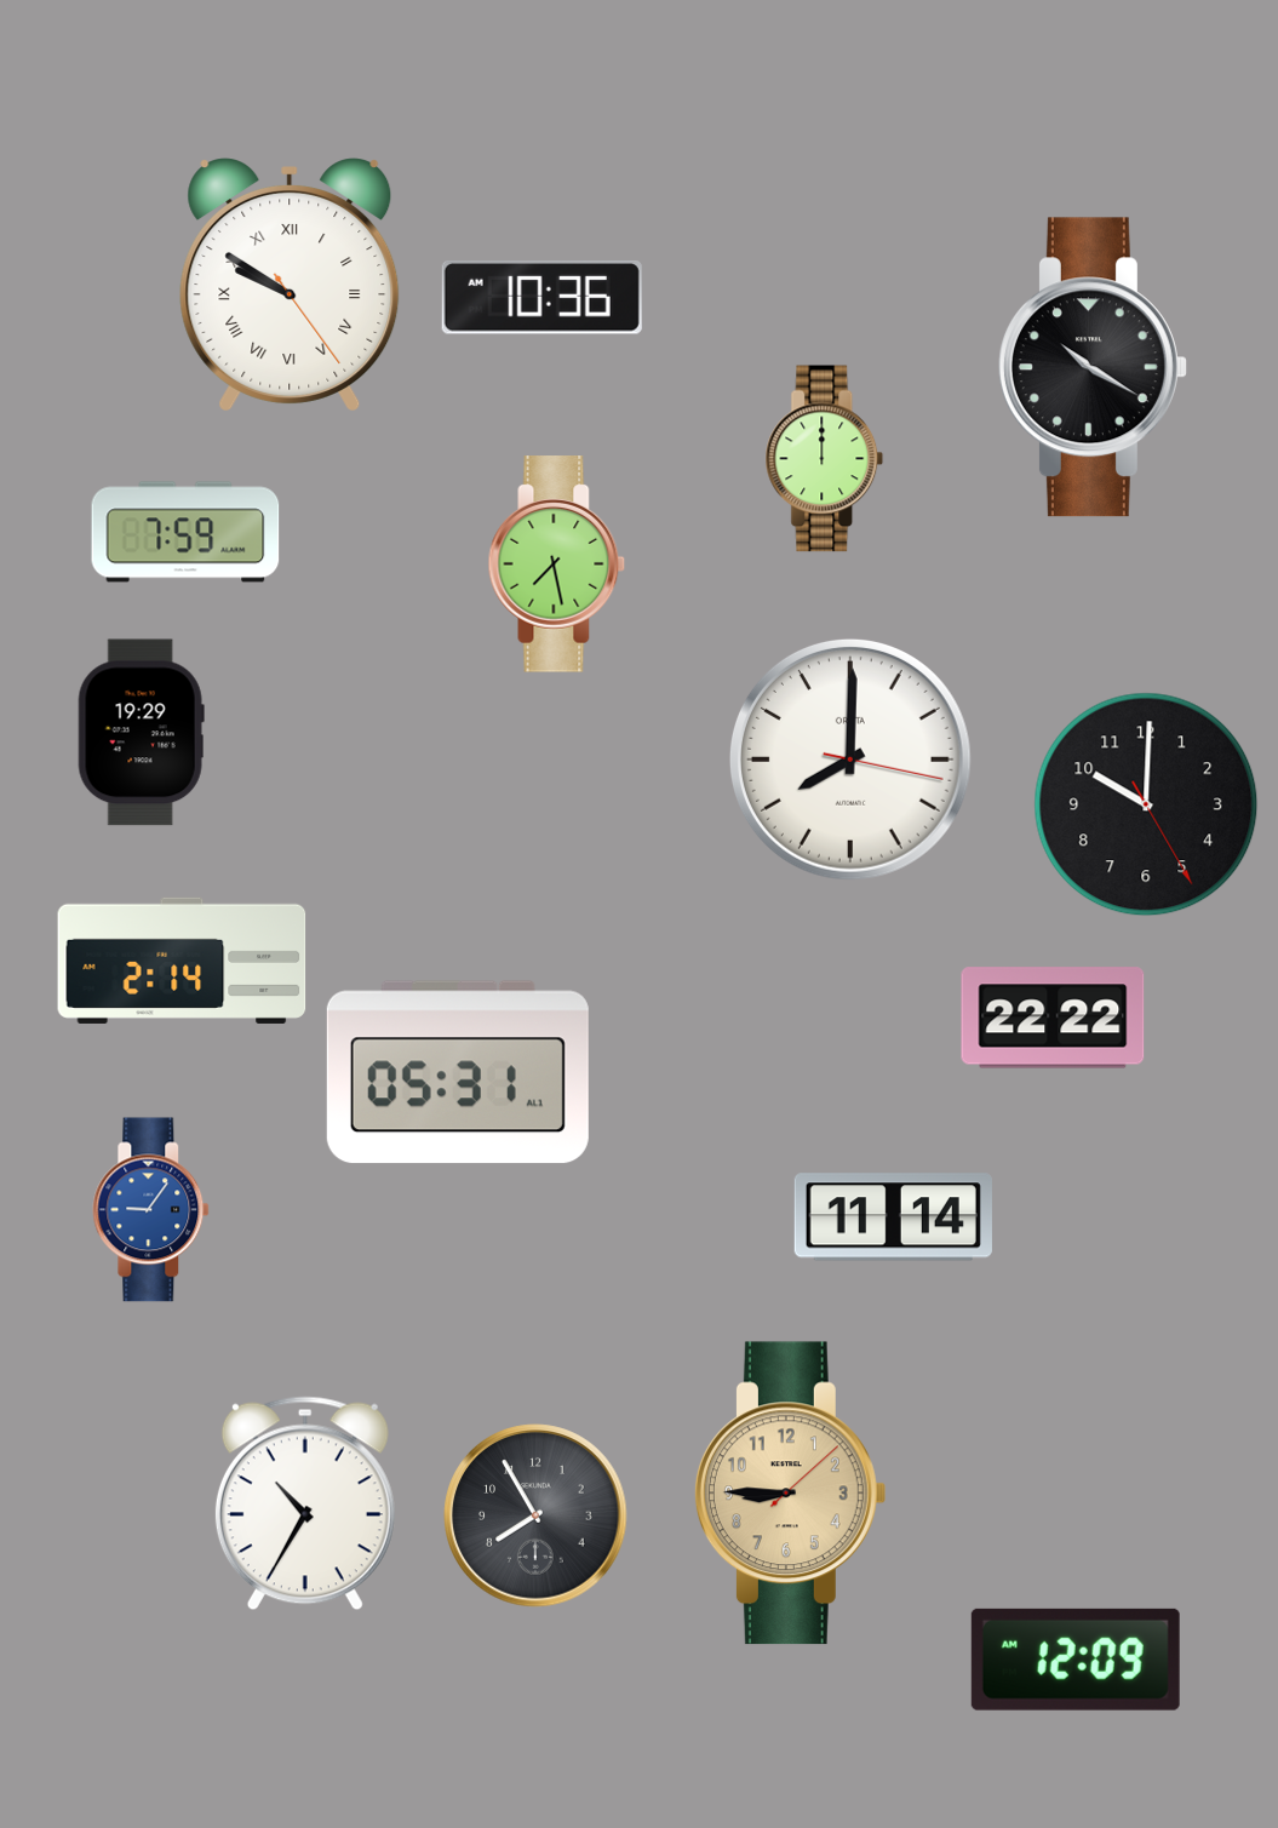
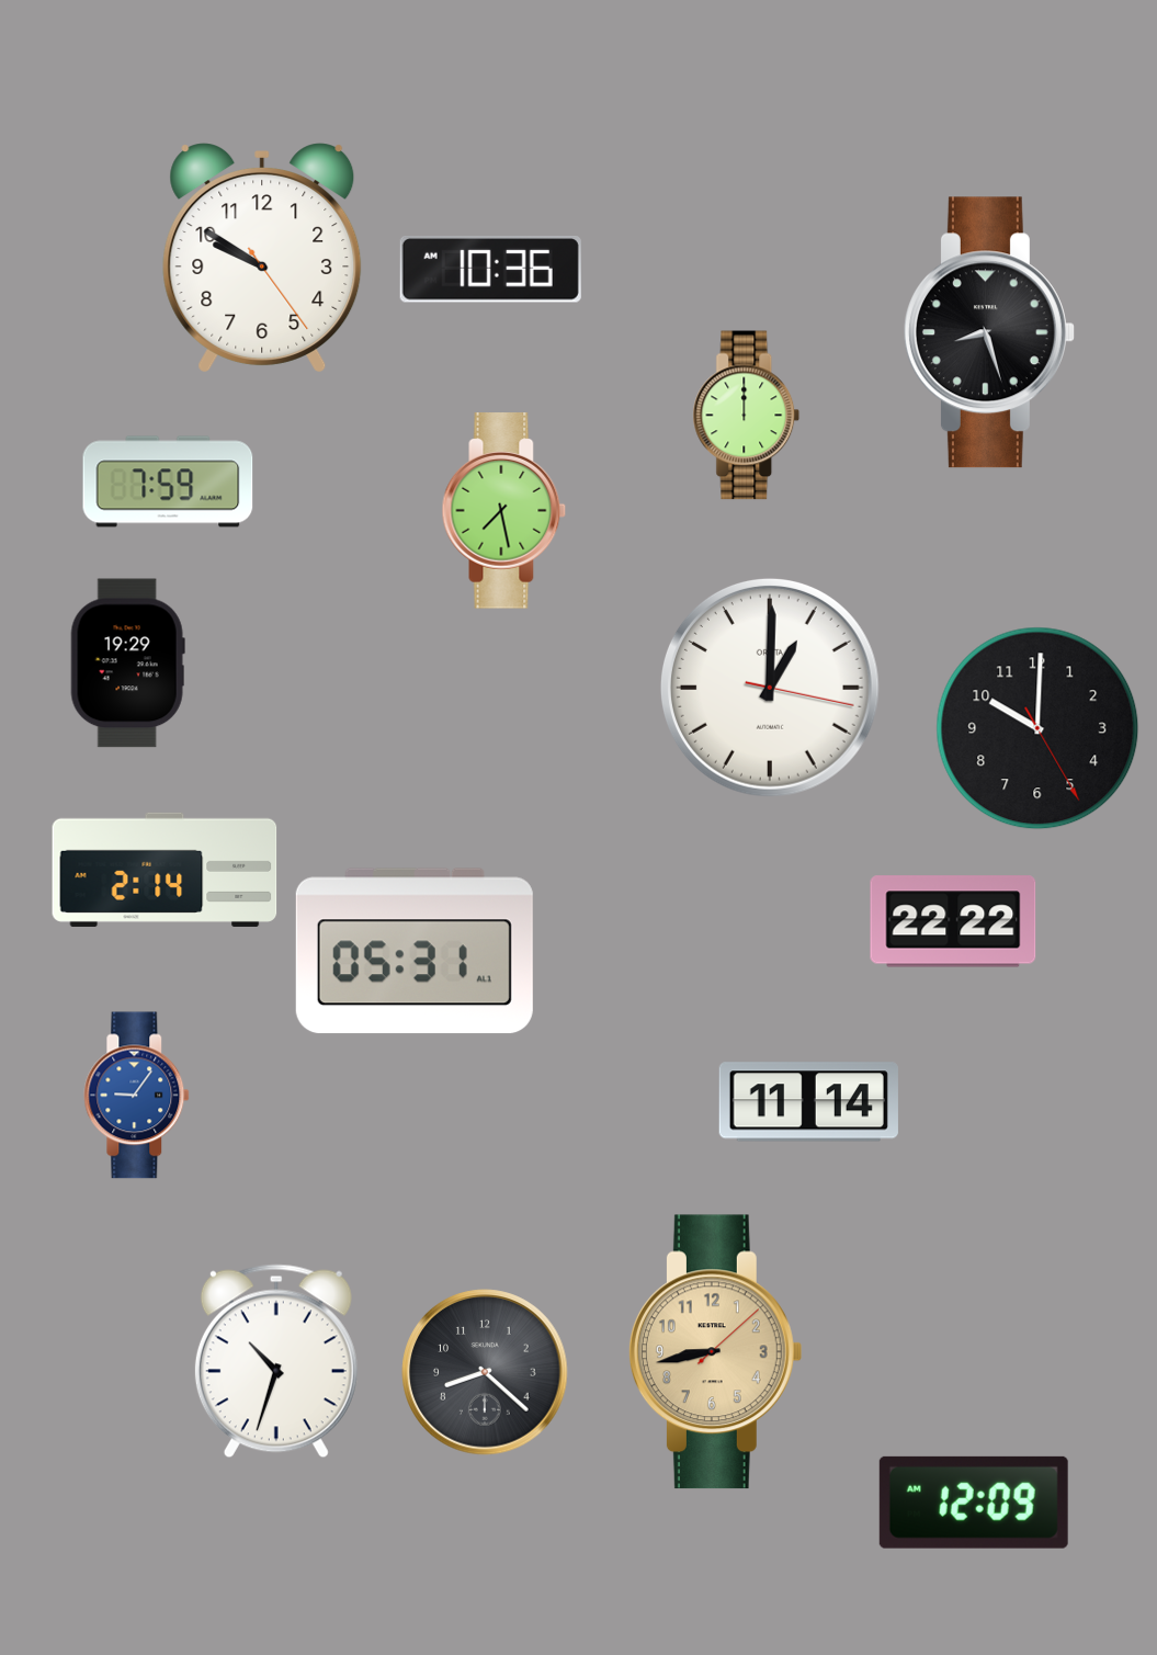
clock at (290, 285) numerals: Roman -> Arabic
clock at (1093, 367): 10:20 -> 8:27
clock at (850, 760): 8:00 -> 1:00
clock at (458, 1072) position: (458, 1072) -> (415, 951)
clock at (790, 1494): 8:45 -> 8:43
clock at (305, 1503): 10:35 -> 10:33
clock at (535, 1515): 7:55 -> 8:22
